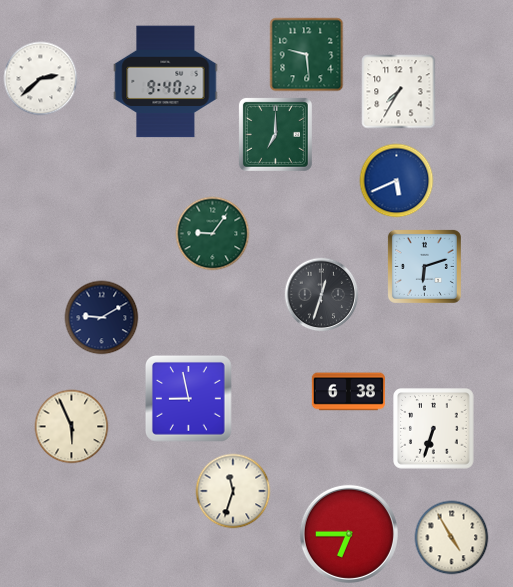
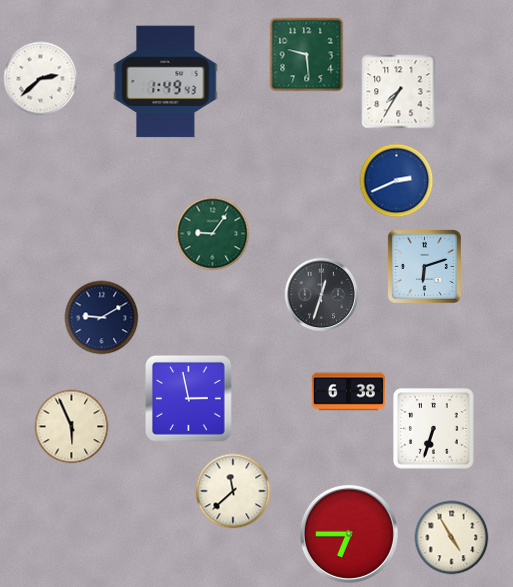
clock at (166, 82): 9:40 -> 1:49
clock at (275, 134): 7:00 -> none
clock at (397, 181): 5:41 -> 2:41
clock at (189, 399): 8:58 -> 2:58
clock at (233, 491): 11:33 -> 11:38
